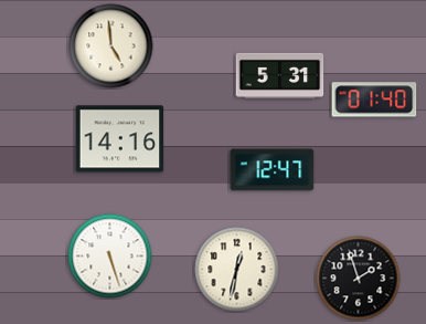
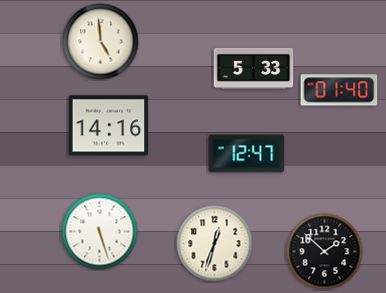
clock at (280, 75): 5:31 -> 5:33
clock at (237, 270): 12:32 -> 12:33
clock at (359, 279): 1:57 -> 1:52
